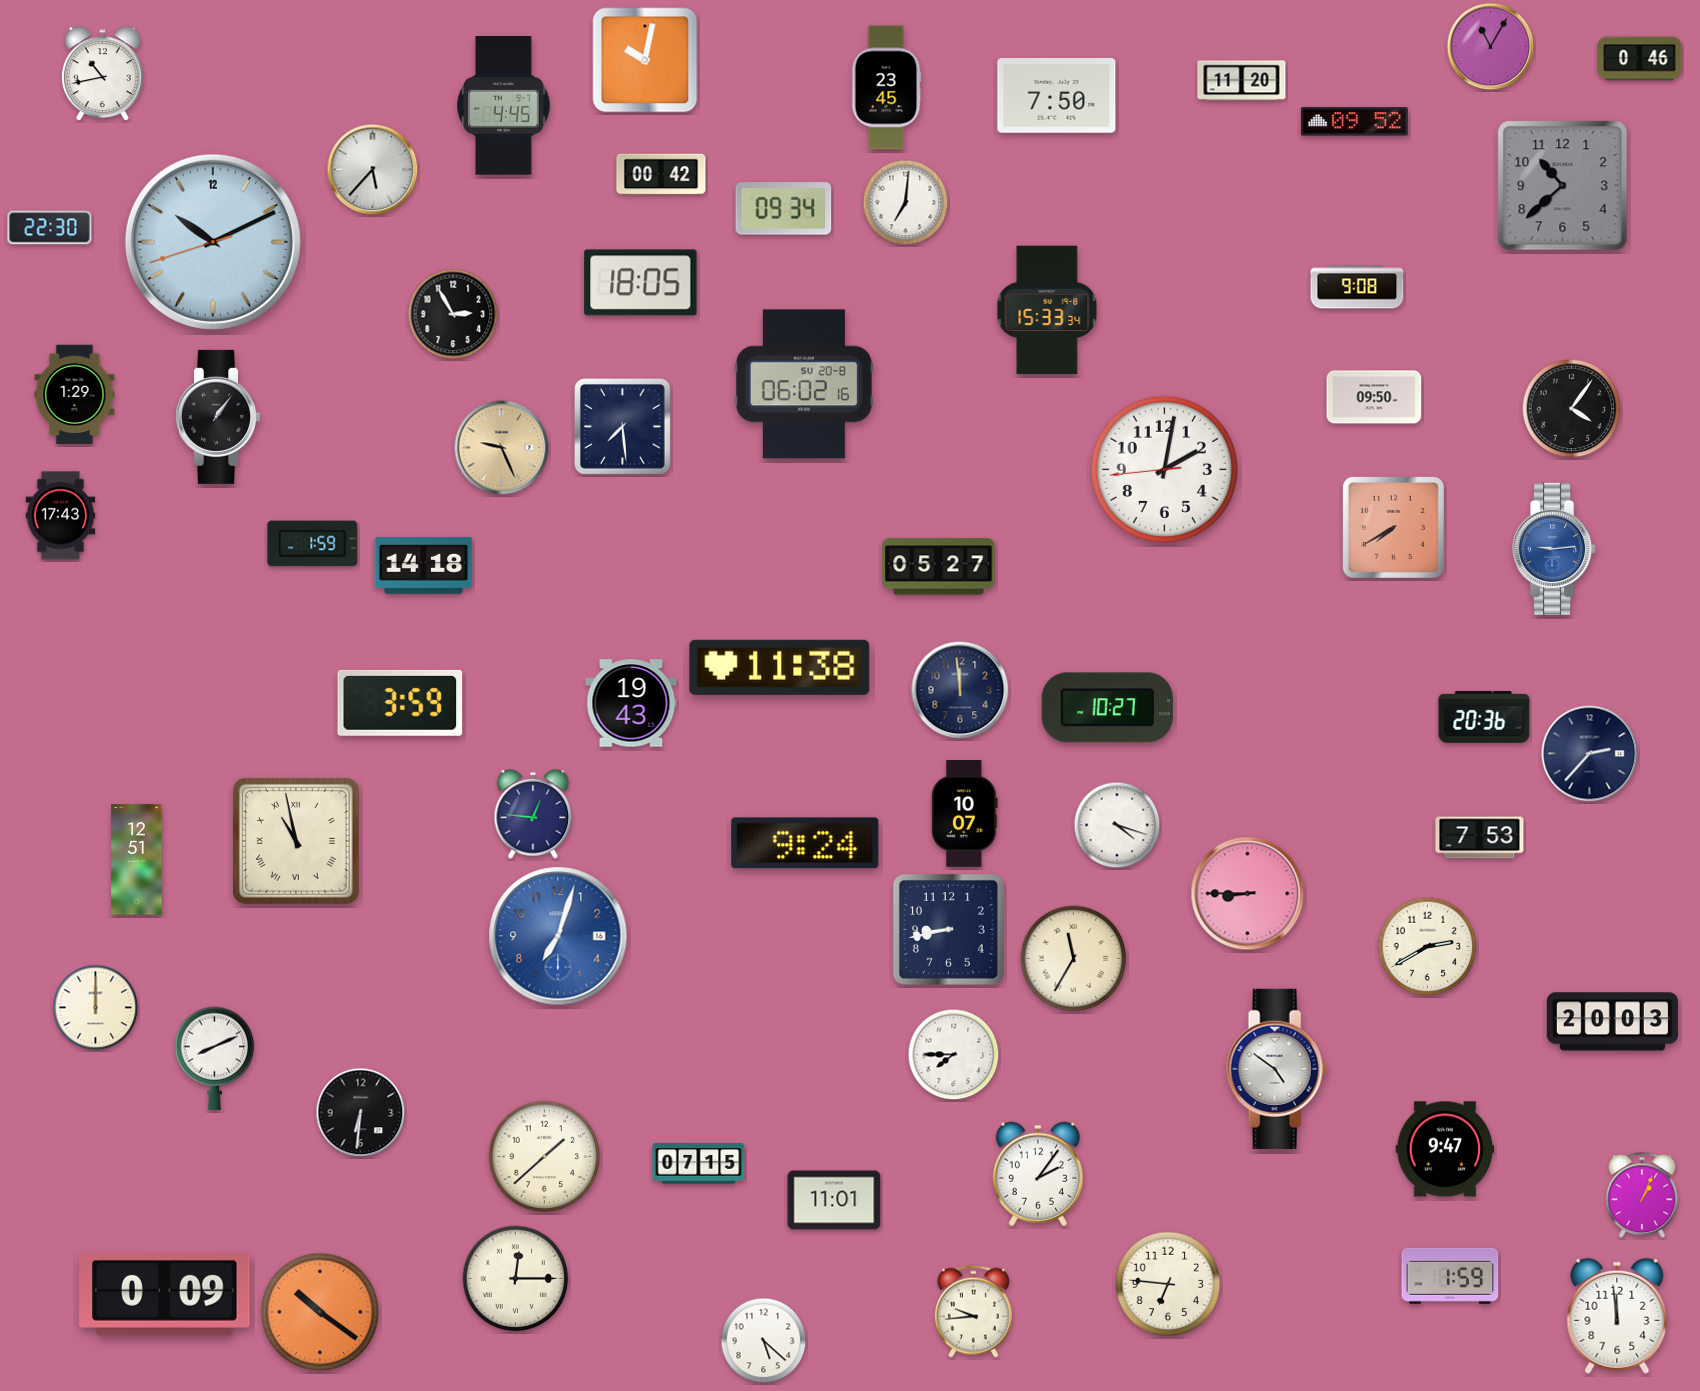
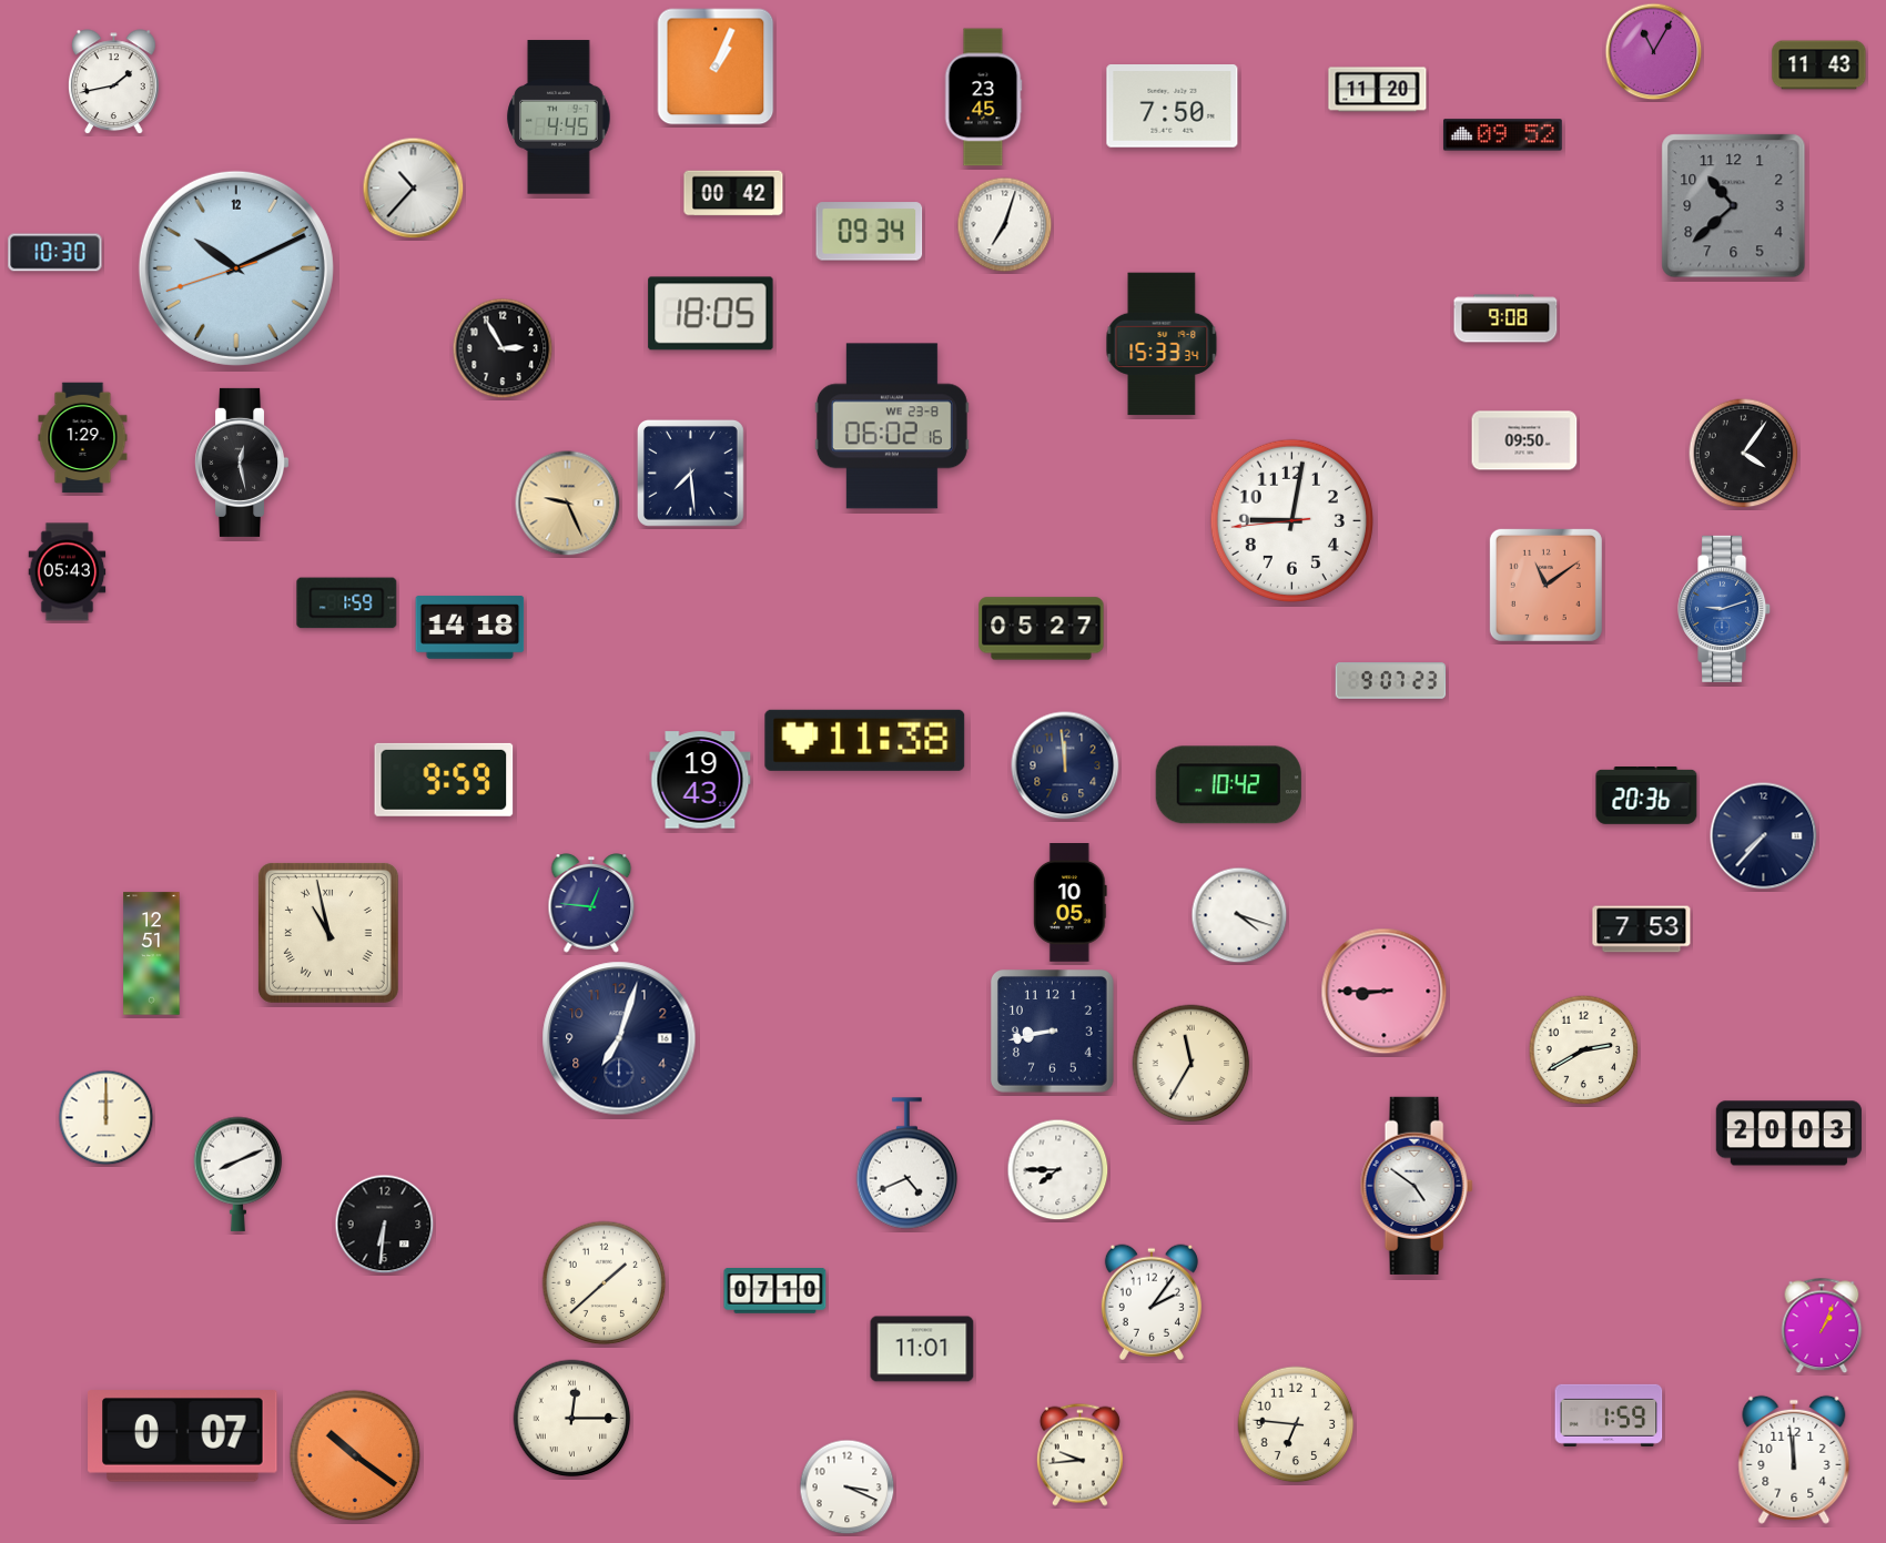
clock at (1640, 59): 0:46 -> 11:43
clock at (645, 60): 10:02 -> 1:04
clock at (103, 74): 10:43 -> 1:43
clock at (373, 170): 5:37 -> 10:37
clock at (906, 203): 7:01 -> 7:03
clock at (50, 228): 22:30 -> 10:30
clock at (804, 384) date: SU 20-8 -> WE 23-8
clock at (218, 417): 1:06 -> 12:28
clock at (502, 448) position: (502, 448) -> (568, 504)
clock at (1164, 469): 2:01 -> 9:01
clock at (61, 516): 17:43 -> 05:43
clock at (1393, 527): 7:40 -> 11:09
clock at (1555, 549): 9:14 -> 9:12
clock at (1391, 681): none -> 9:07
clock at (400, 703): 3:59 -> 9:59
clock at (1107, 708): 10:27 -> 10:42
clock at (1590, 754): 2:37 -> 7:37
clock at (965, 814): 10:07 -> 10:05
clock at (805, 843): 9:24 -> none
clock at (558, 936) dial: blue -> navy
clock at (907, 1164): none -> 4:41
clock at (361, 1113) position: (361, 1113) -> (385, 1225)
clock at (1445, 1149): 9:47 -> none
clock at (699, 1164): 07:15 -> 07:10
clock at (834, 1200) position: (834, 1200) -> (922, 1349)
clock at (165, 1295): 0:09 -> 0:07
clock at (764, 1341): 5:22 -> 3:19
